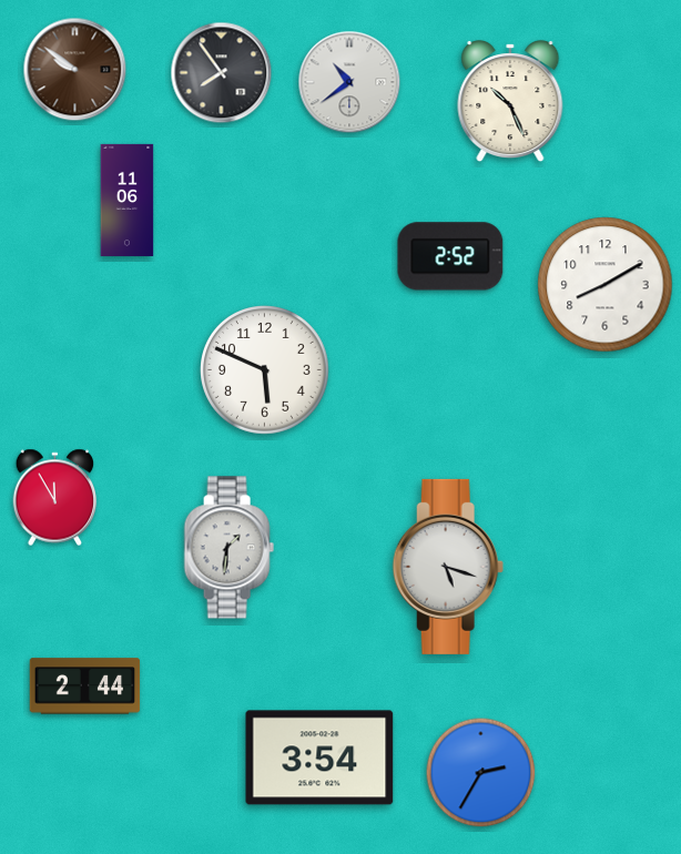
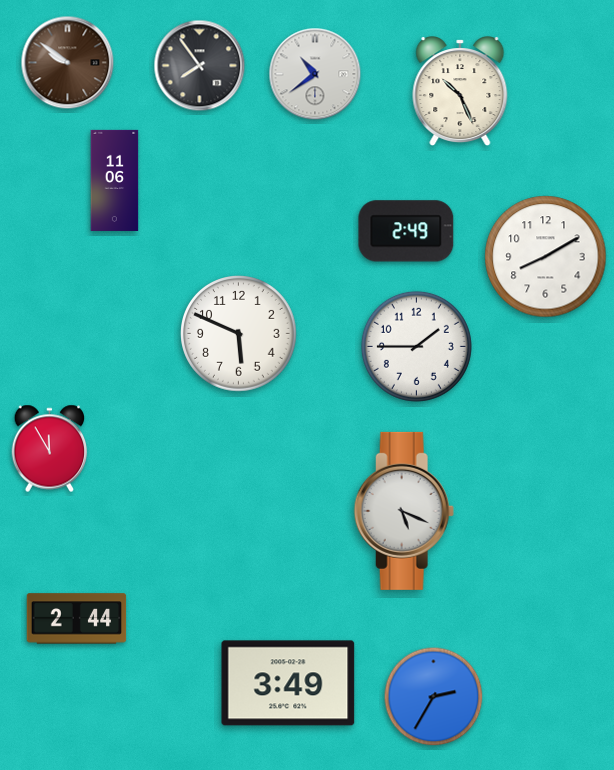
clock at (450, 256): 2:52 -> 2:49
clock at (416, 346): none -> 1:45
clock at (228, 548): 1:31 -> none
clock at (448, 567): 5:18 -> 5:19
clock at (319, 758): 3:54 -> 3:49
